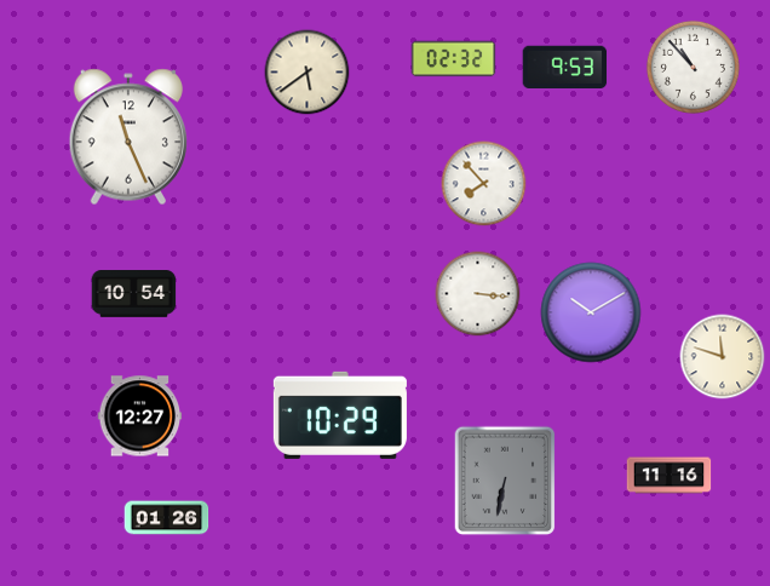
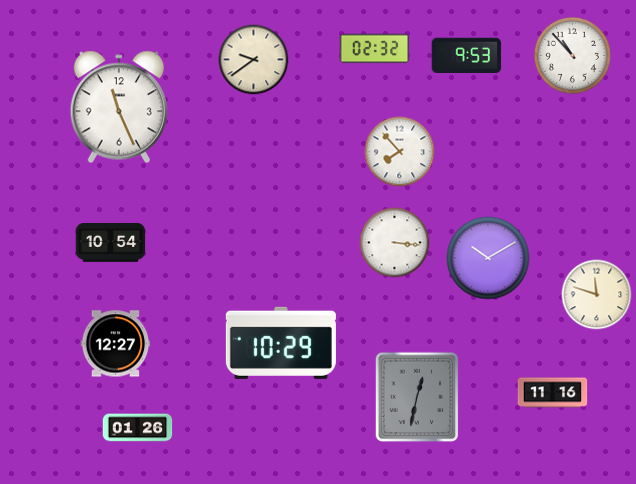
clock at (308, 73): 5:39 -> 9:39
clock at (127, 137) position: (127, 137) -> (118, 107)
clock at (505, 481): 6:32 -> 12:32
